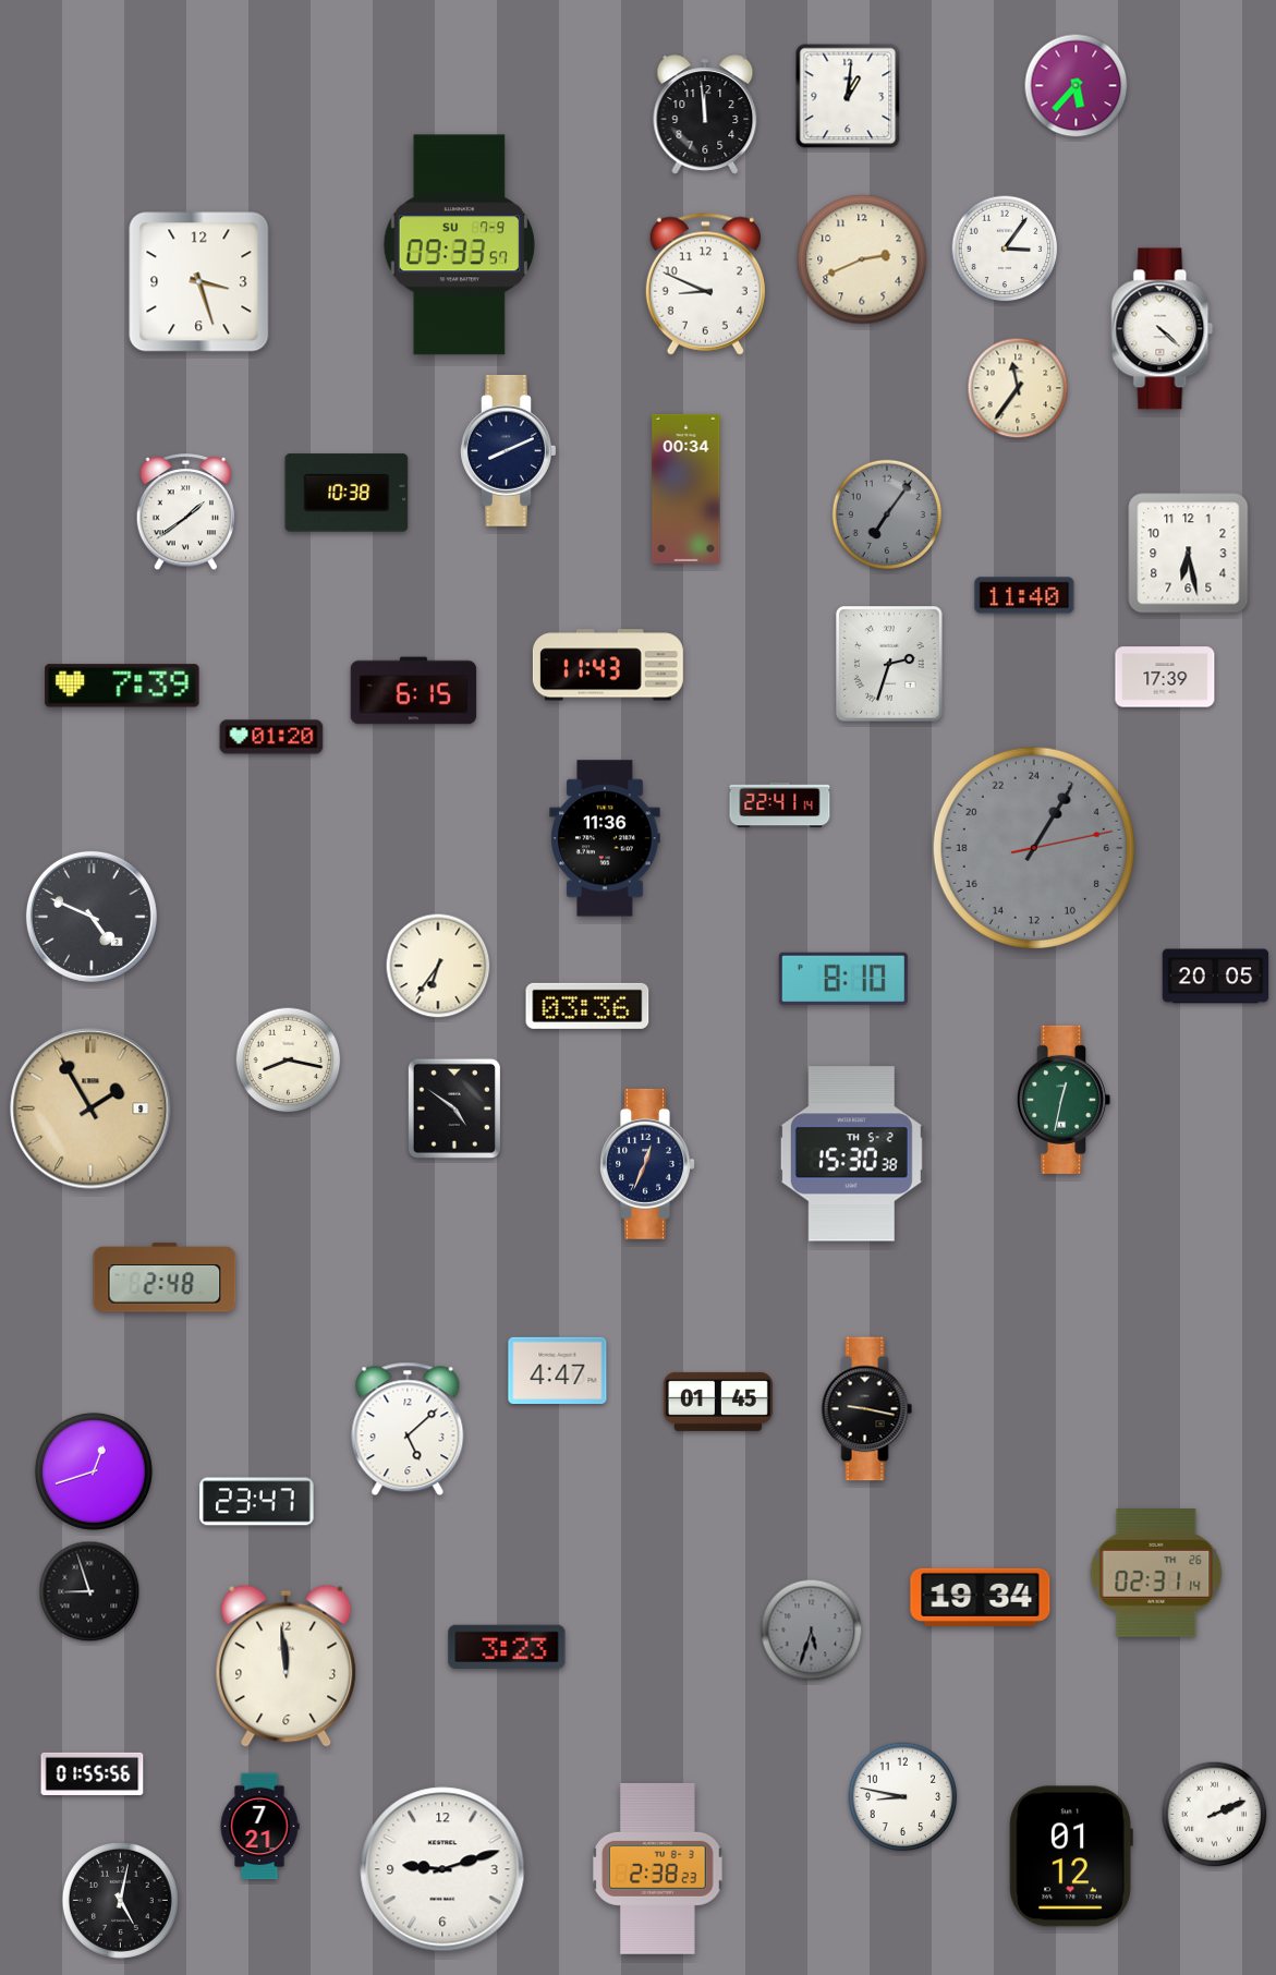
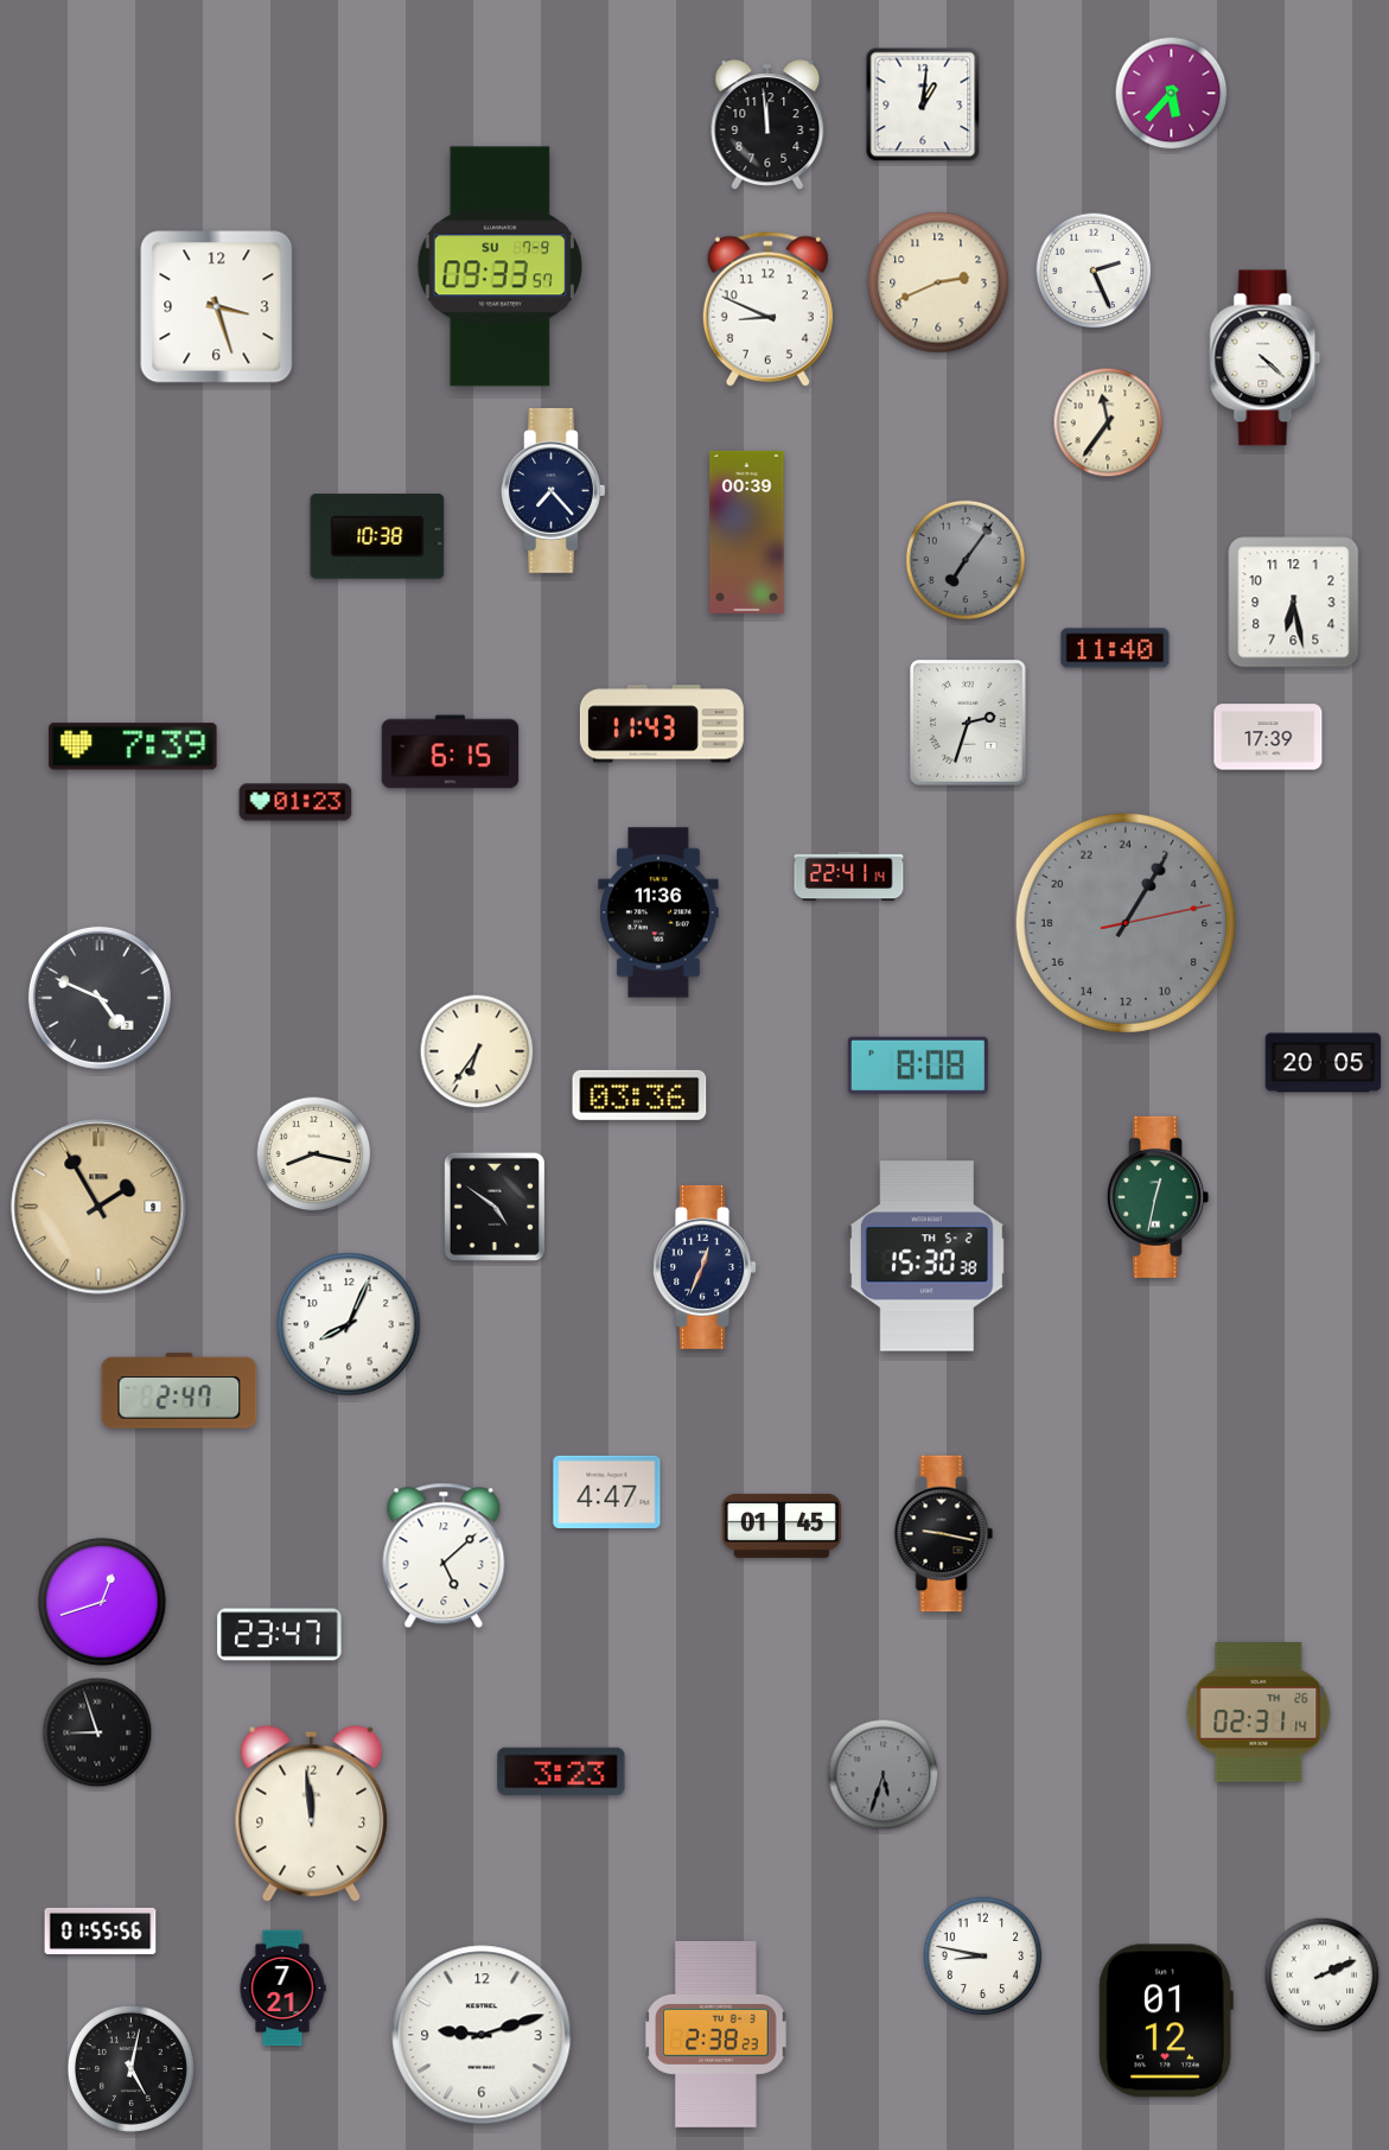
clock at (1005, 249): 3:06 -> 2:26
clock at (509, 450): 8:11 -> 7:23
clock at (686, 488): 00:34 -> 00:39
clock at (186, 512): 1:39 -> none
clock at (271, 737): 01:20 -> 01:23
clock at (843, 979): 8:10 -> 8:08
clock at (349, 1324): none -> 8:04
clock at (165, 1277): 2:48 -> 2:47
clock at (981, 1597): 19:34 -> none
clock at (507, 1647) position: (507, 1647) -> (561, 1771)
